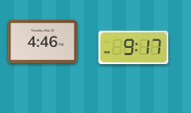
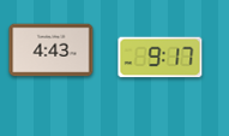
clock at (43, 42): 4:46 -> 4:43
